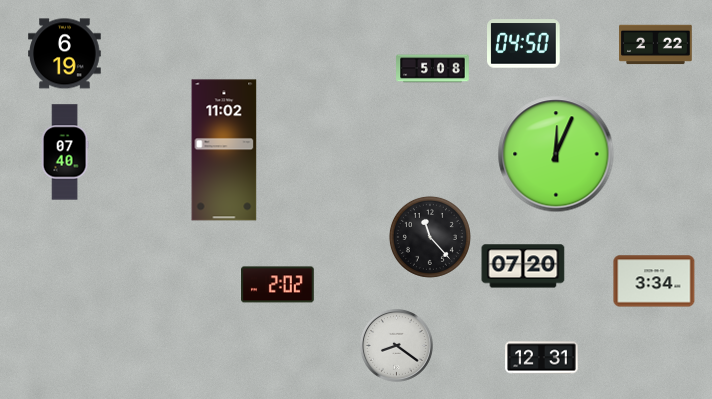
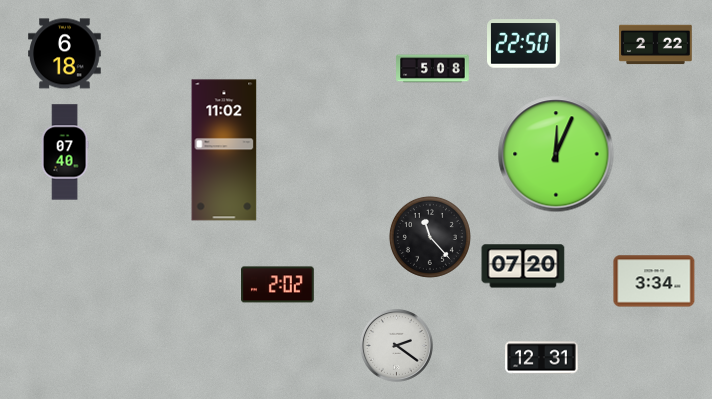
clock at (524, 44): 04:50 -> 22:50
clock at (65, 54): 6:19 -> 6:18
clock at (396, 345): 8:21 -> 2:21
